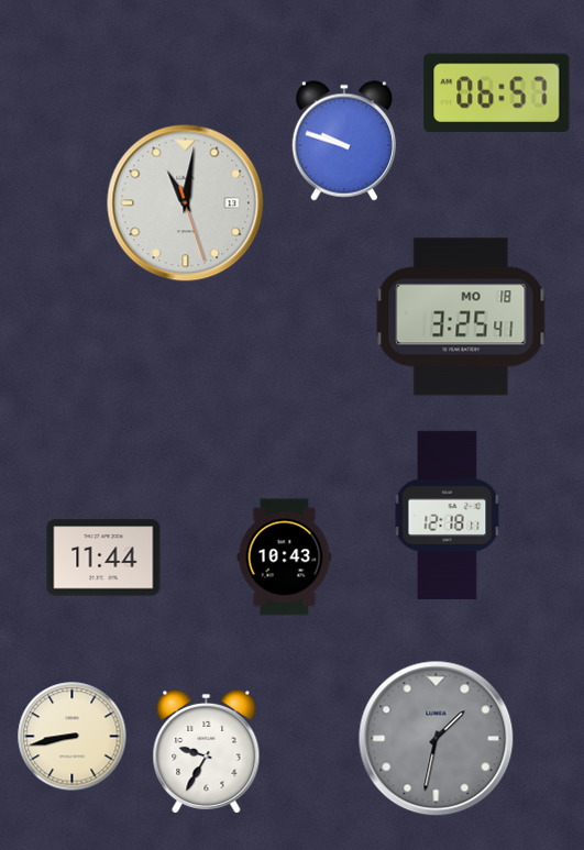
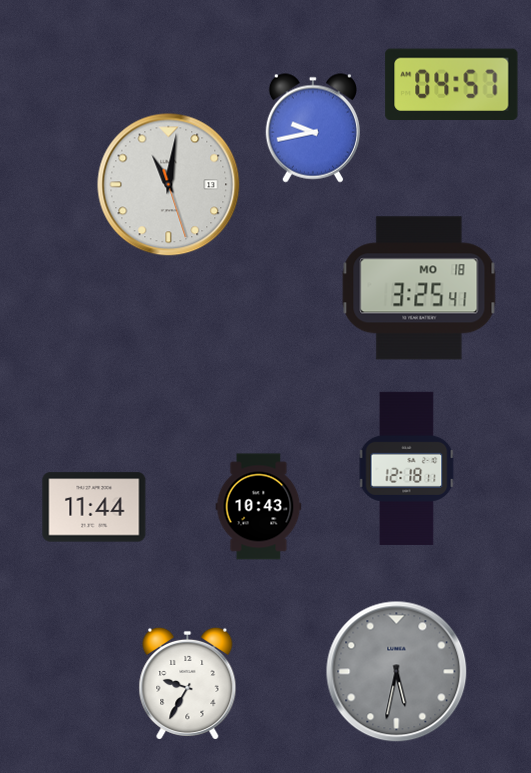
clock at (497, 93): 06:57 -> 04:57
clock at (344, 141): 9:48 -> 9:43
clock at (73, 737): 8:43 -> none
clock at (437, 739): 1:32 -> 5:32
